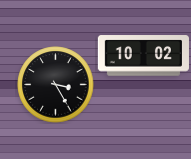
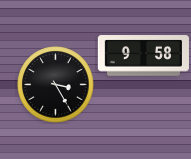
clock at (143, 56): 10:02 -> 9:58
